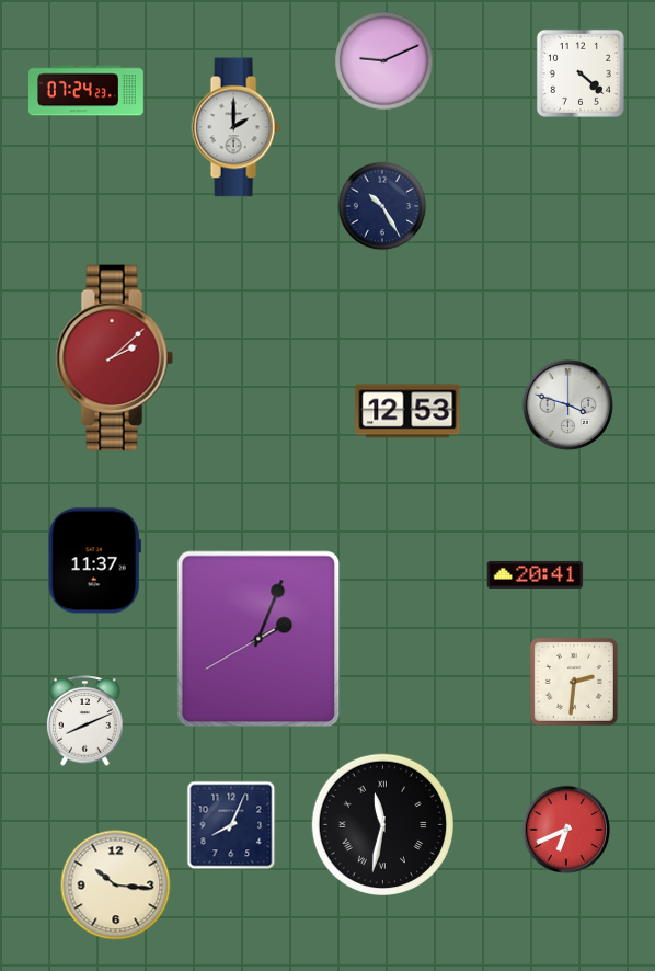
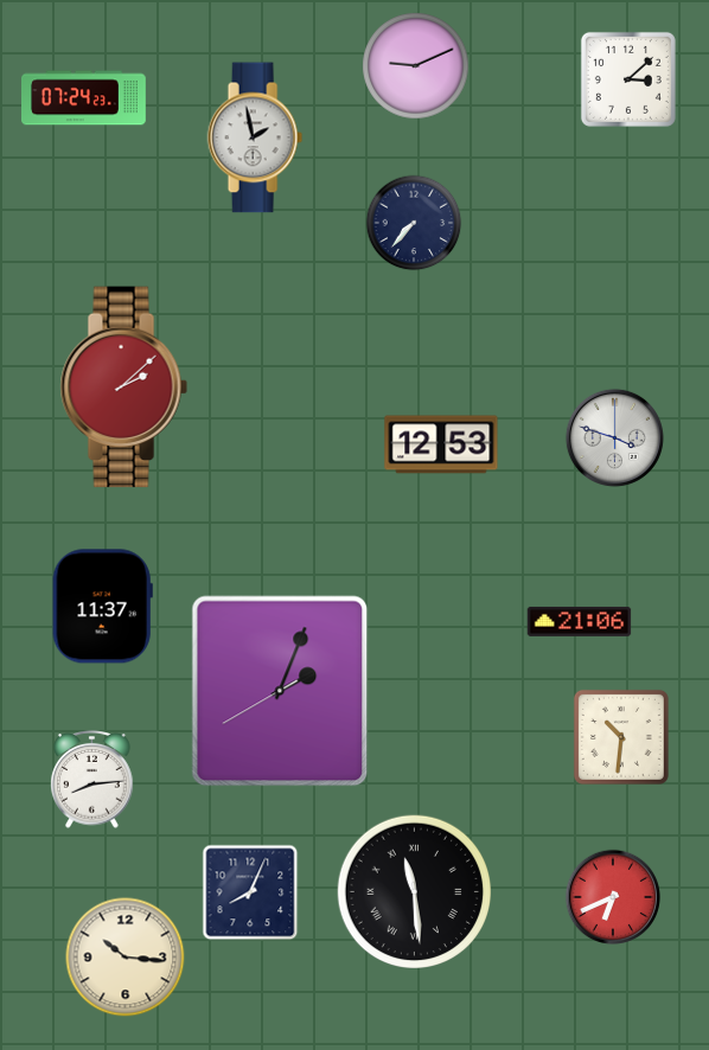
clock at (581, 73): 4:22 -> 3:08
clock at (87, 91) position: (87, 91) -> (84, 98)
clock at (235, 127): 2:00 -> 1:58
clock at (382, 206): 10:25 -> 7:37
clock at (536, 574): 20:41 -> 21:06
clock at (574, 682): 2:31 -> 10:31
clock at (85, 721): 8:11 -> 8:14
clock at (382, 824): 11:32 -> 11:29
